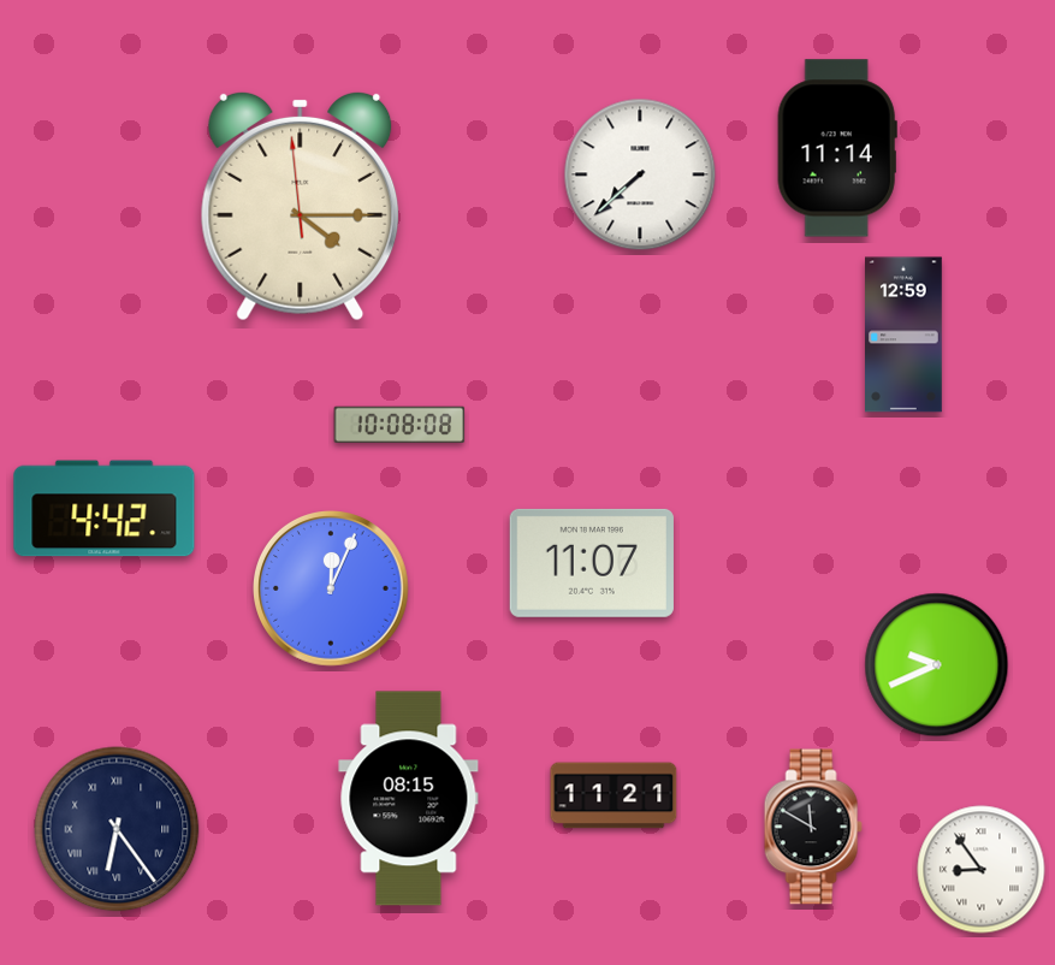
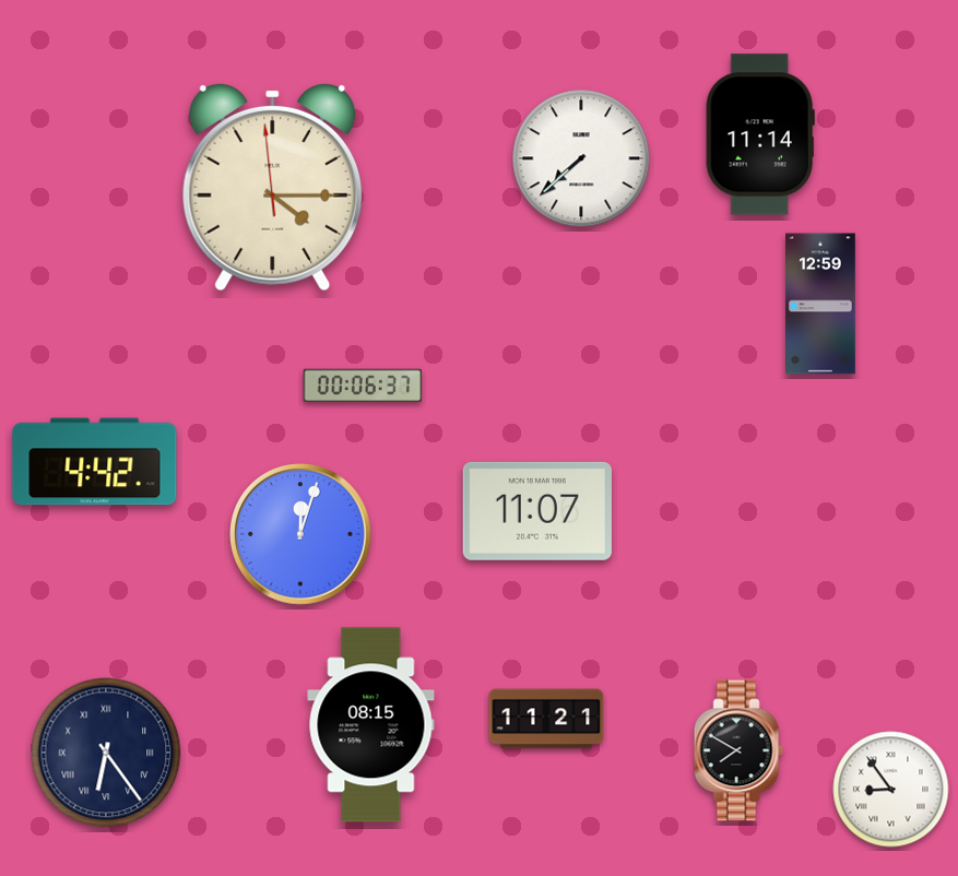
clock at (399, 425): 10:08 -> 00:06
clock at (332, 590): 12:04 -> 12:03
clock at (937, 665): 9:41 -> none
clock at (614, 795) position: (614, 795) -> (546, 719)
clock at (813, 827): 11:50 -> 7:50
